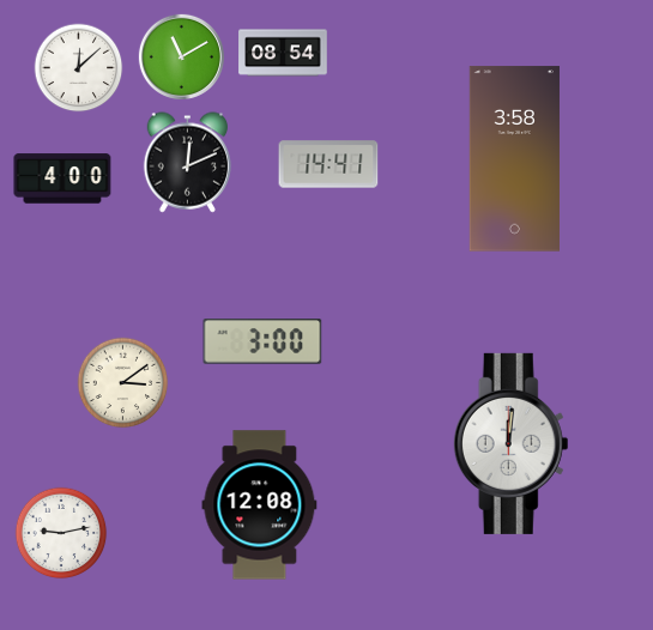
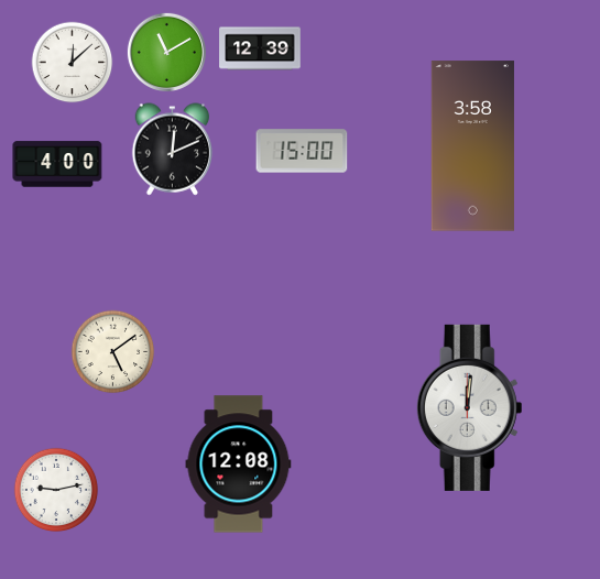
clock at (283, 53): 08:54 -> 12:39
clock at (328, 164): 14:41 -> 15:00
clock at (262, 341): 3:00 -> none
clock at (123, 383): 3:09 -> 5:09
